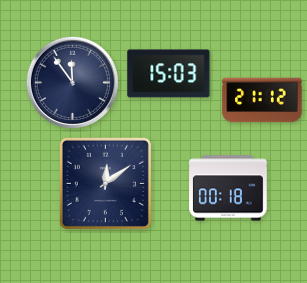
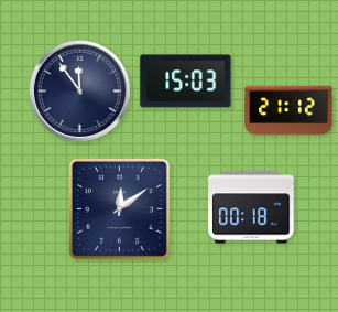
clock at (105, 183) position: (105, 183) -> (119, 208)
